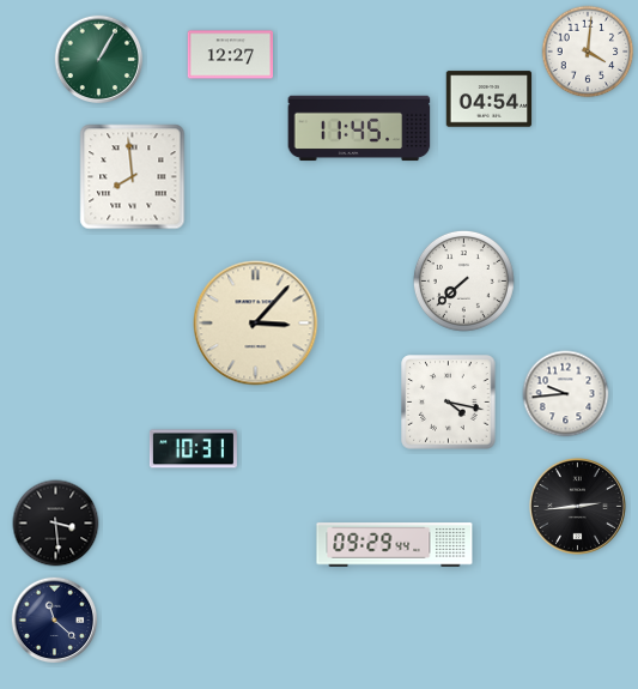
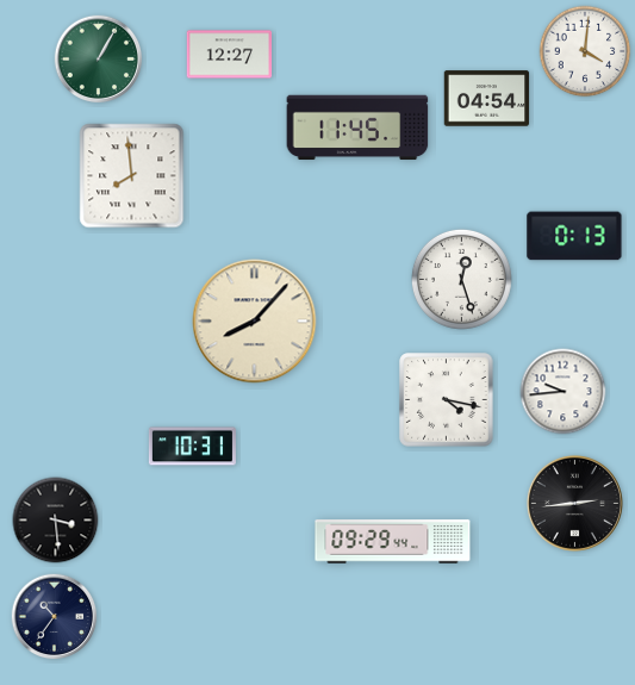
clock at (574, 236): none -> 0:13
clock at (463, 280): 7:38 -> 12:27
clock at (256, 324): 3:07 -> 8:07
clock at (55, 621): 11:22 -> 10:36
